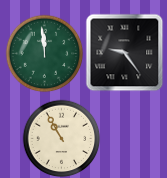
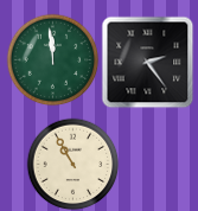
clock at (124, 52): 9:24 -> 2:24
clock at (44, 53) position: (44, 53) -> (52, 59)
